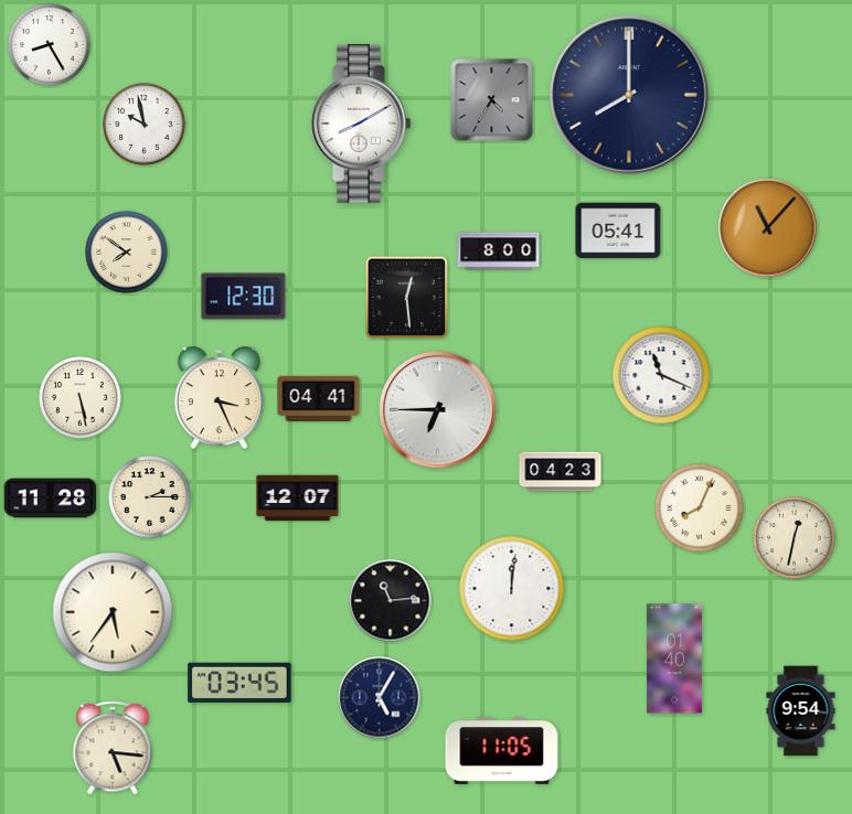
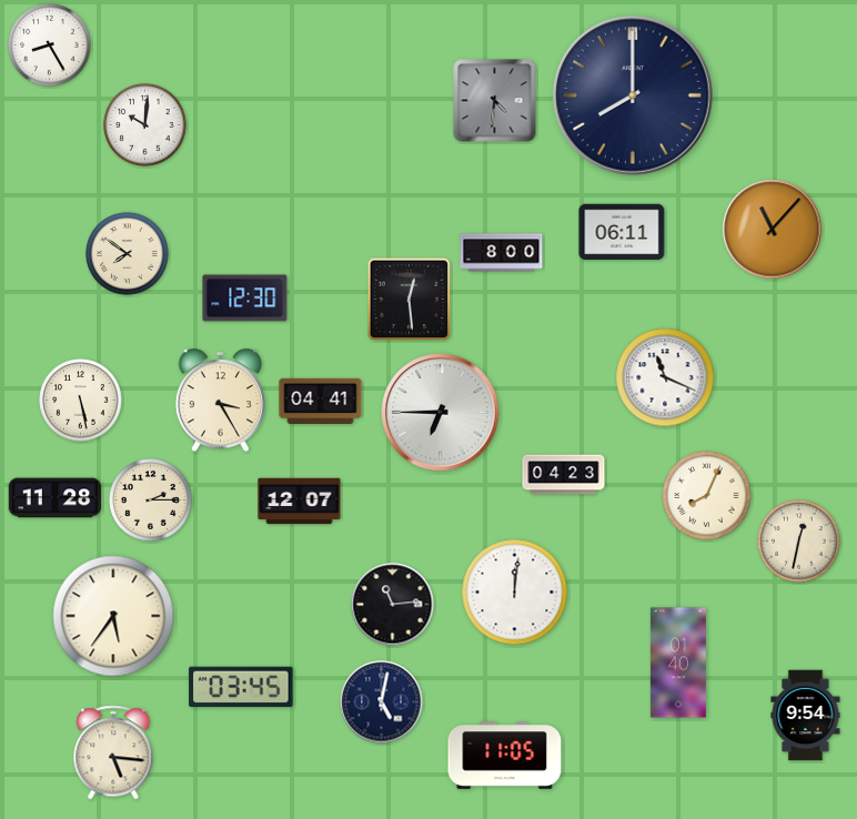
clock at (492, 100): 4:35 -> 4:31
clock at (361, 124): 8:10 -> none
clock at (145, 125): 9:58 -> 10:01
clock at (618, 231): 05:41 -> 06:11
clock at (219, 398): 3:26 -> 3:25
clock at (51, 499) position: (51, 499) -> (56, 498)
clock at (700, 508) position: (700, 508) -> (707, 496)
clock at (380, 698): 5:05 -> 5:02
